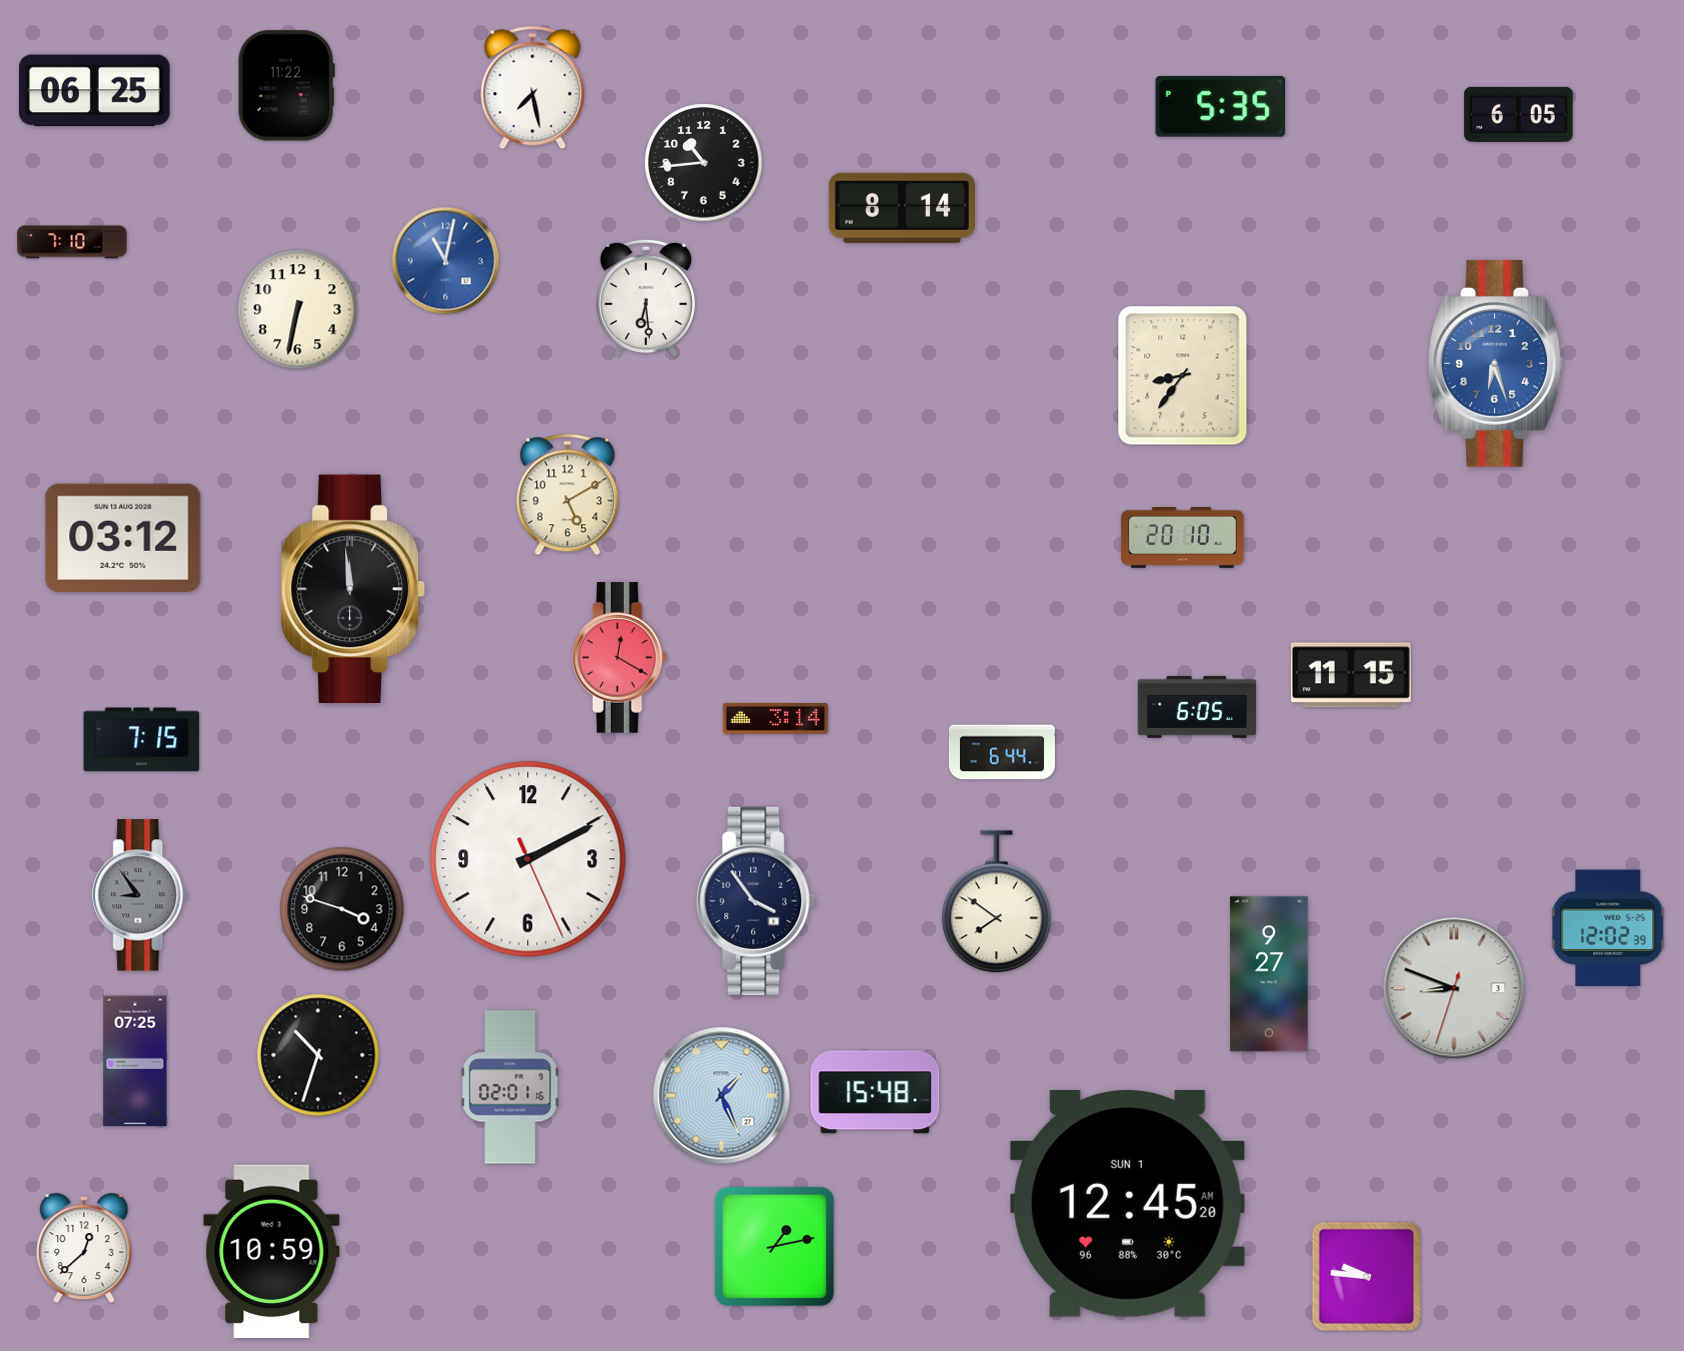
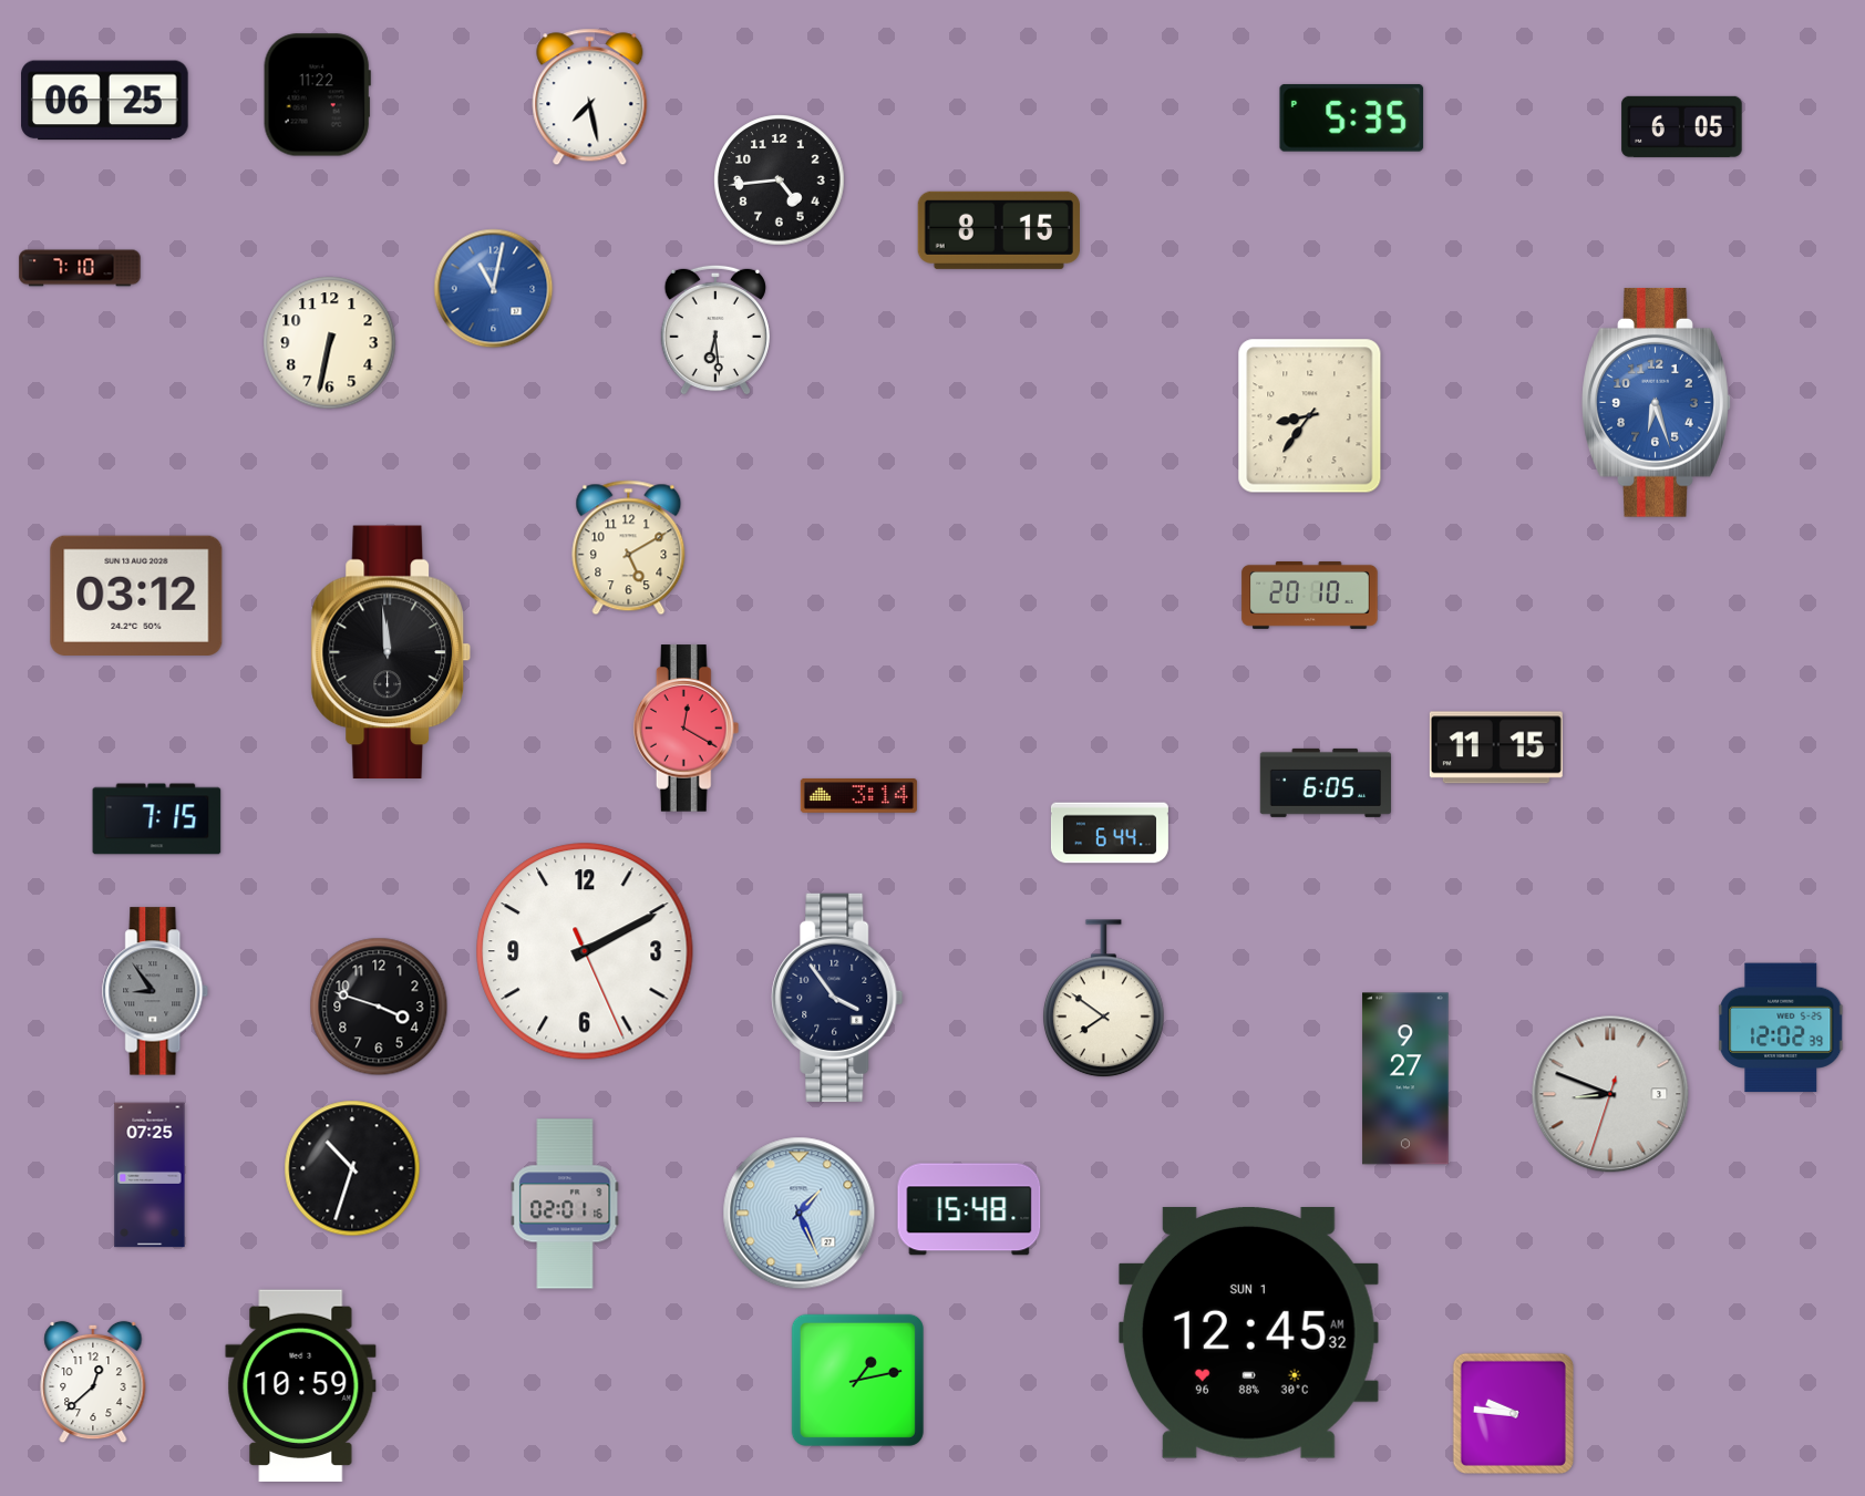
clock at (704, 163): 10:44 -> 4:44
clock at (902, 208): 8:14 -> 8:15
clock at (1127, 1203): 12:45:20 AM -> 12:45:32 AM
